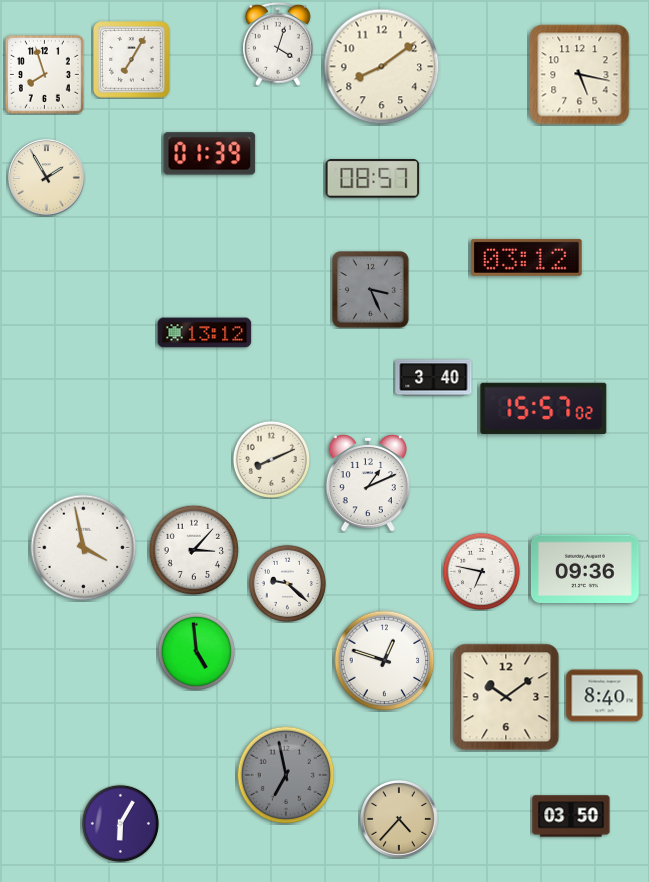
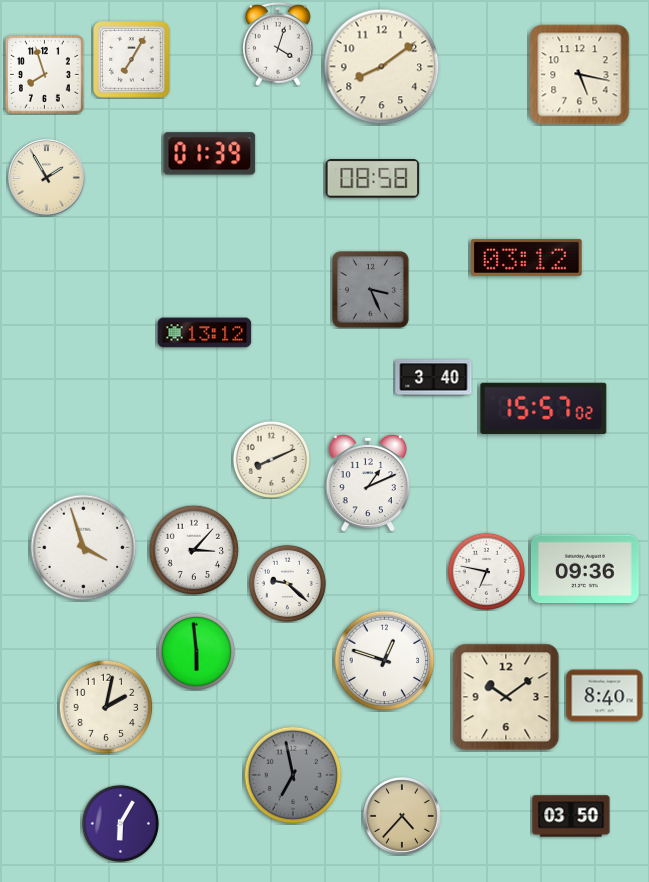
clock at (373, 179): 08:57 -> 08:58
clock at (84, 548): 3:58 -> 3:57
clock at (481, 571) position: (481, 571) -> (486, 571)
clock at (196, 651): 4:59 -> 5:59
clock at (106, 707): none -> 2:02
clock at (286, 775) position: (286, 775) -> (293, 775)
clock at (400, 820) position: (400, 820) -> (403, 817)
